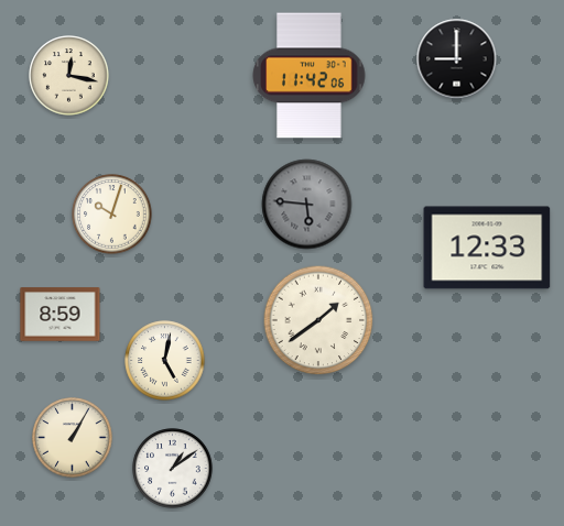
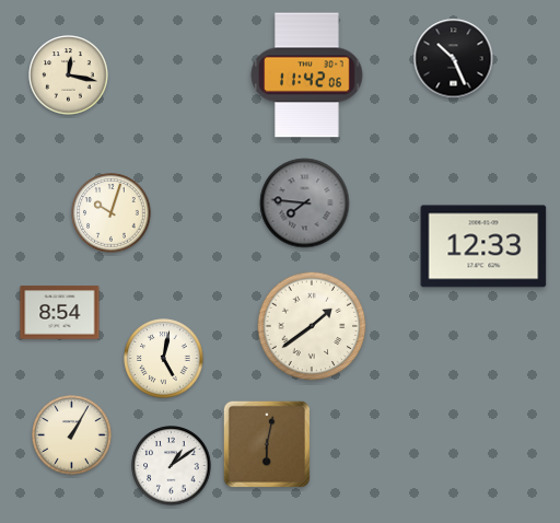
clock at (457, 59): 9:00 -> 10:26
clock at (307, 205): 5:46 -> 7:46
clock at (61, 315): 8:59 -> 8:54
clock at (318, 320) position: (318, 320) -> (312, 326)
clock at (267, 444): none -> 6:02
